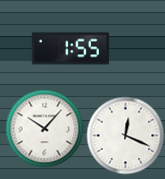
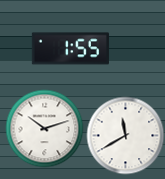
clock at (44, 128): 10:07 -> 10:12
clock at (125, 135): 12:19 -> 11:40
